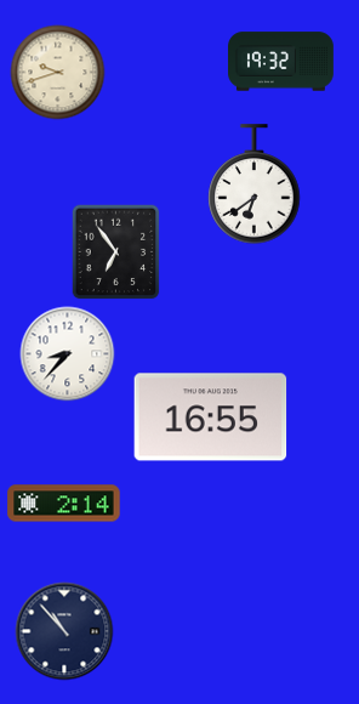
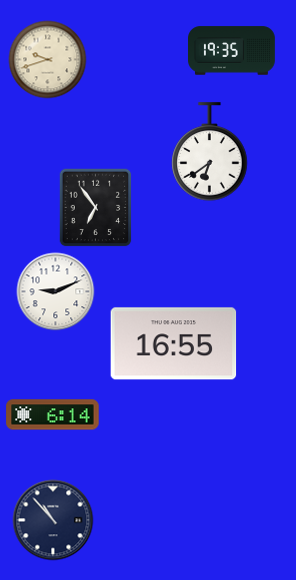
clock at (281, 62): 19:32 -> 19:35
clock at (67, 353): 8:37 -> 9:11
clock at (64, 504): 2:14 -> 6:14
